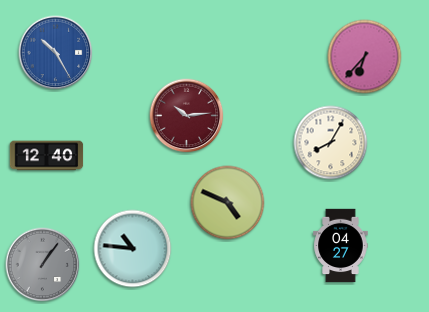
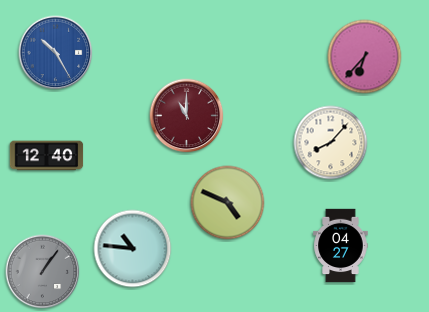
clock at (187, 116): 10:14 -> 11:00
clock at (331, 143): 8:05 -> 8:07
clock at (43, 265) position: (43, 265) -> (43, 272)
